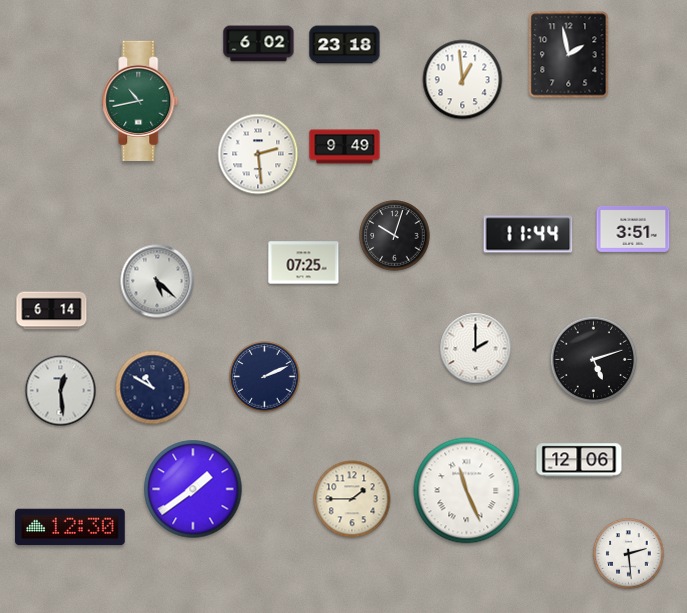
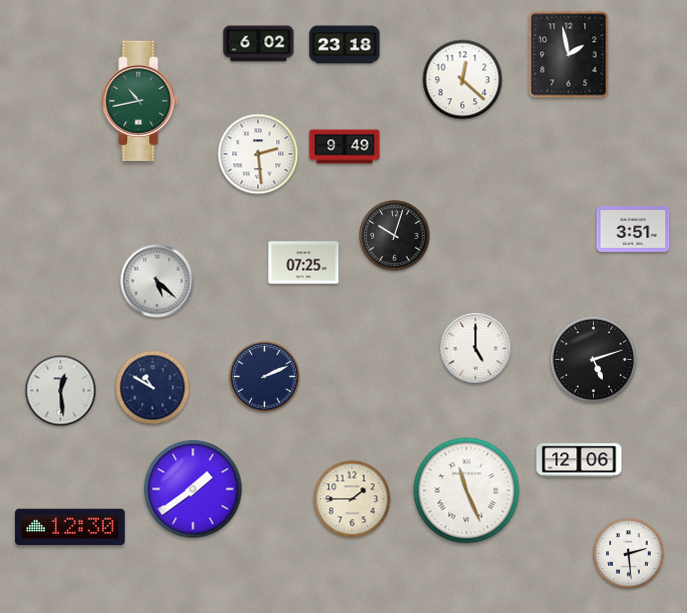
clock at (463, 80): 12:59 -> 12:22
clock at (528, 234): 11:44 -> none
clock at (52, 311): 6:14 -> none
clock at (476, 349): 2:00 -> 5:00
